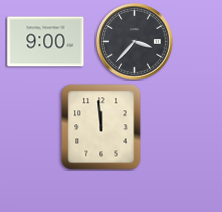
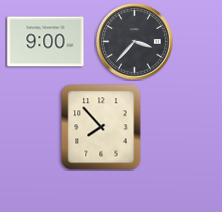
clock at (101, 127): 11:59 -> 7:53
